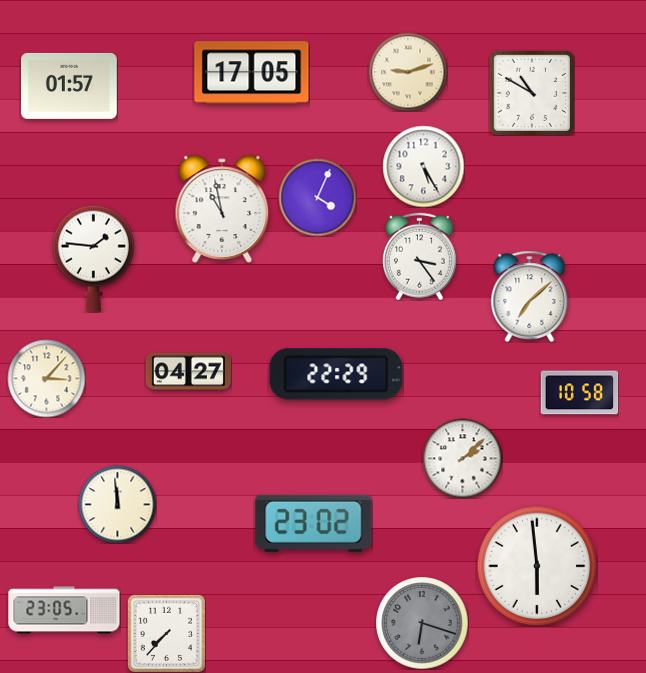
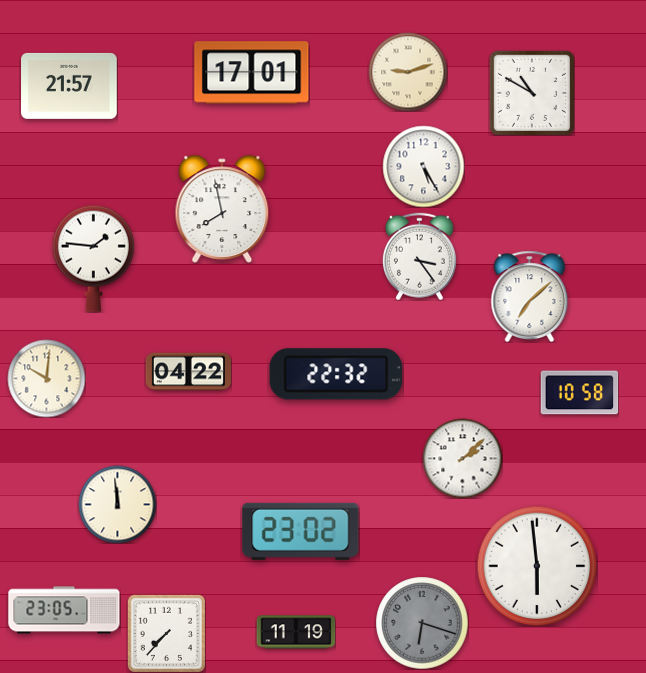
clock at (252, 73): 17:05 -> 17:01
clock at (69, 86): 01:57 -> 21:57
clock at (317, 197): 4:04 -> none
clock at (222, 209): 10:58 -> 7:58
clock at (188, 372): 04:27 -> 04:22
clock at (336, 374): 22:29 -> 22:32
clock at (46, 378): 3:07 -> 10:01
clock at (314, 523) position: (314, 523) -> (301, 531)
clock at (296, 632): none -> 11:19
